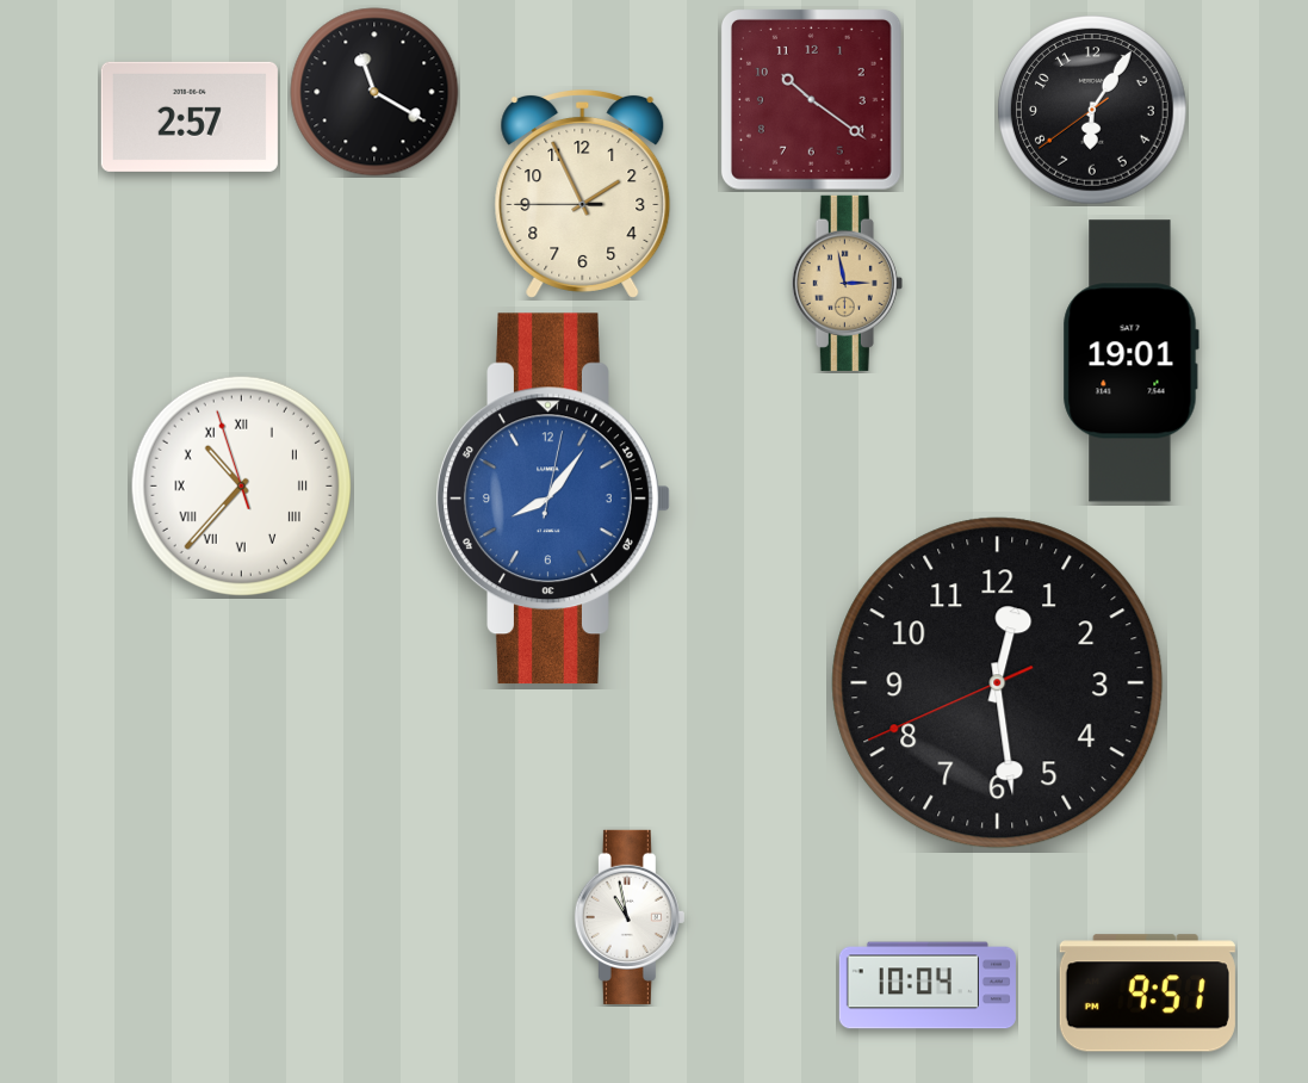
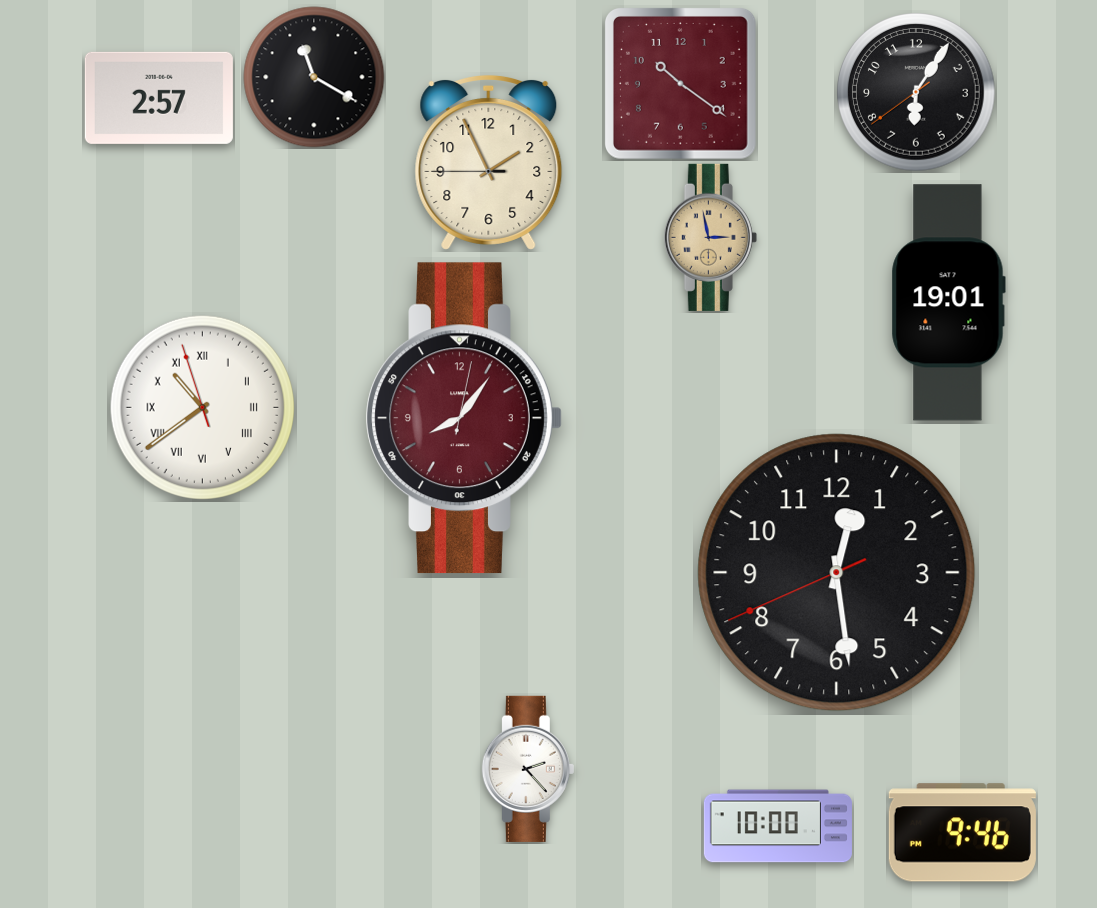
clock at (241, 485): 10:36 -> 10:38
clock at (553, 499) dial: blue -> burgundy
clock at (630, 917): 10:58 -> 2:23
clock at (928, 985): 10:04 -> 10:00
clock at (1147, 994): 9:51 -> 9:46
